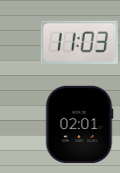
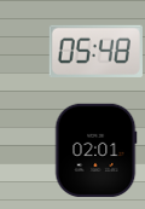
clock at (79, 42): 11:03 -> 05:48
